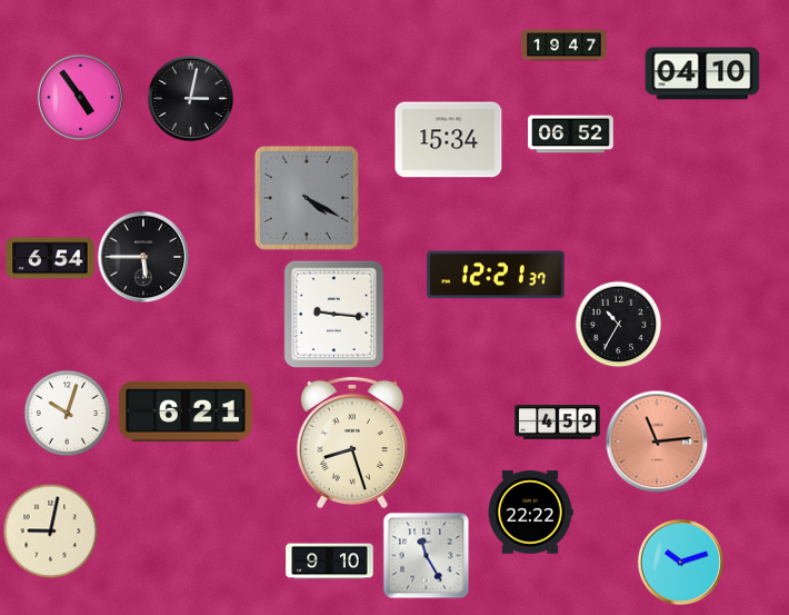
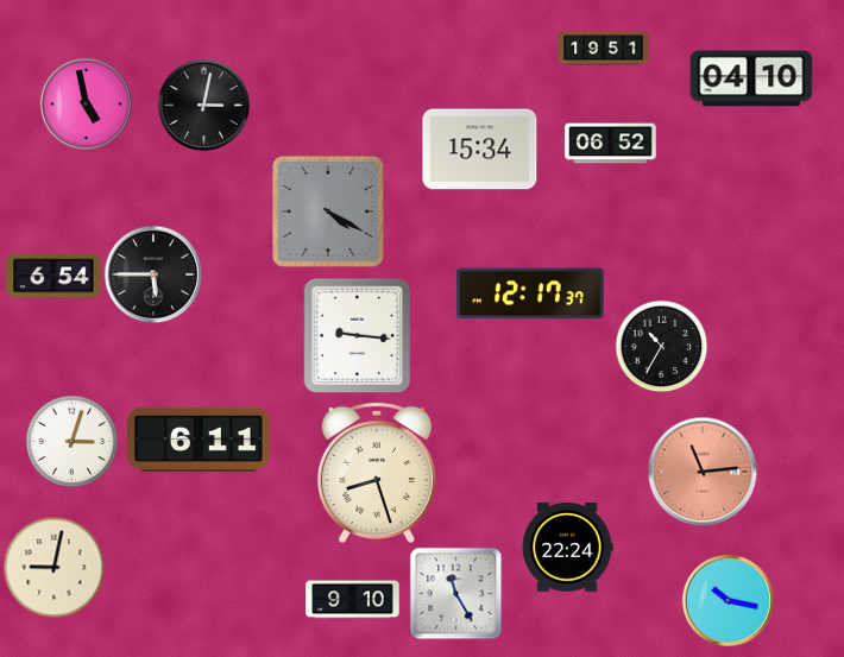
clock at (565, 46): 19:47 -> 19:51
clock at (80, 97): 4:54 -> 4:58
clock at (496, 275): 12:21 -> 12:17
clock at (186, 411): 6:21 -> 6:11
clock at (67, 413): 10:03 -> 3:03
clock at (558, 423): 4:59 -> none
clock at (530, 513): 22:22 -> 22:24
clock at (680, 562): 10:12 -> 10:17
